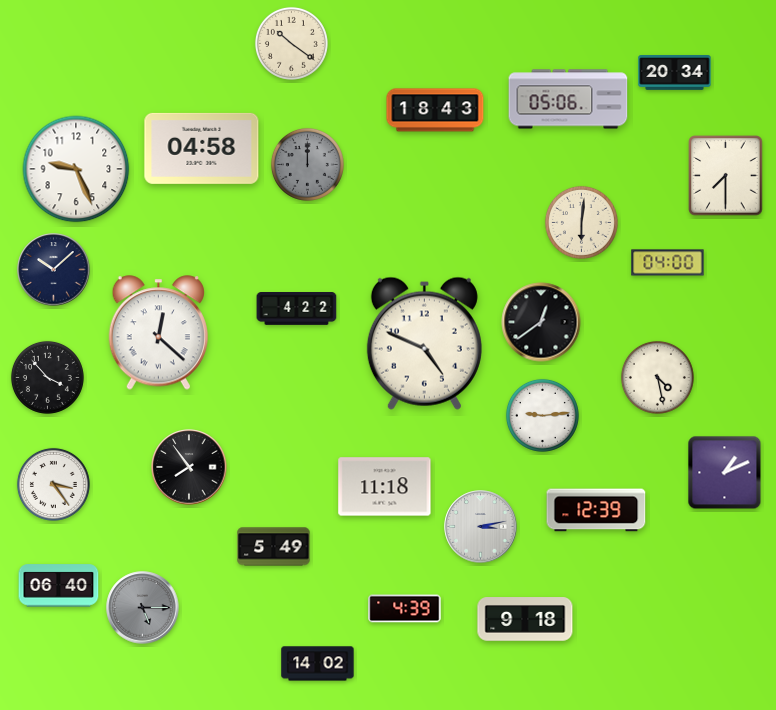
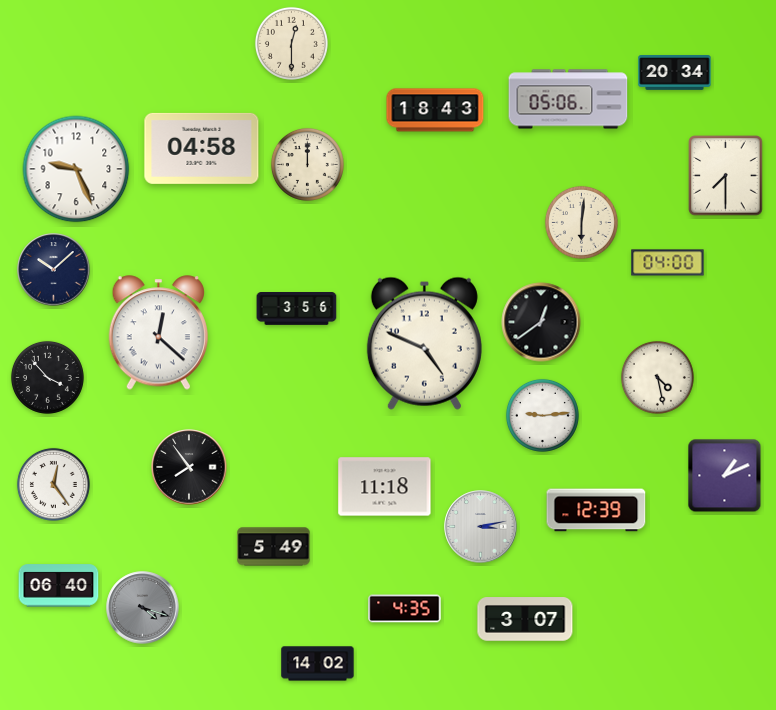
clock at (291, 43): 10:21 -> 12:30
clock at (307, 164) dial: grey -> cream
clock at (297, 309): 4:22 -> 3:56
clock at (725, 473) position: (725, 473) -> (725, 476)
clock at (53, 484): 3:24 -> 12:24
clock at (143, 608): 5:15 -> 4:18
clock at (405, 609): 4:39 -> 4:35
clock at (525, 619): 9:18 -> 3:07
